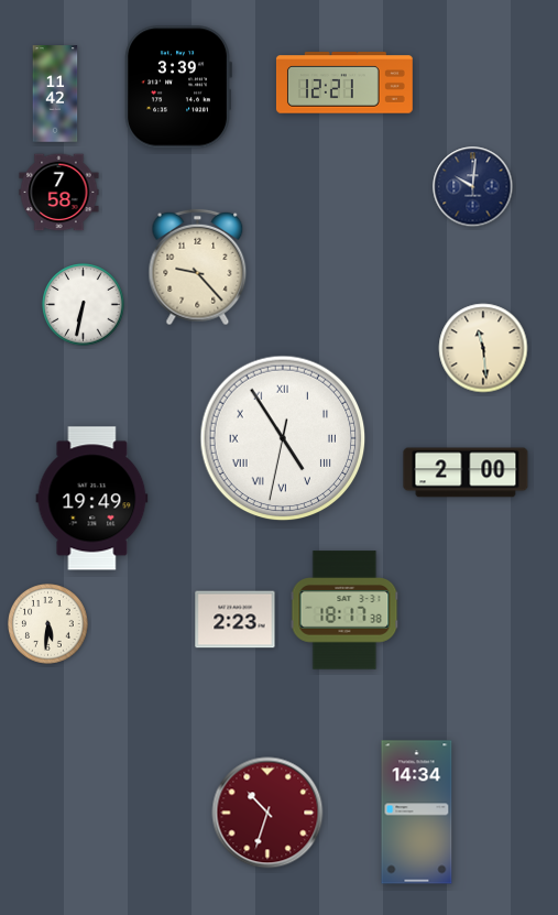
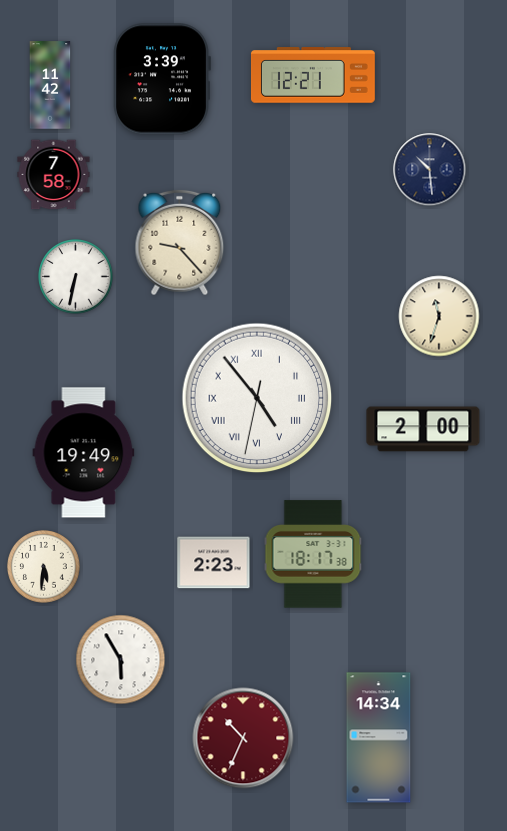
clock at (473, 187): 10:01 -> 10:29
clock at (483, 348): 11:29 -> 11:33
clock at (283, 438): 4:54 -> 4:53
clock at (121, 660): none -> 5:55
clock at (267, 813): 10:33 -> 10:34
